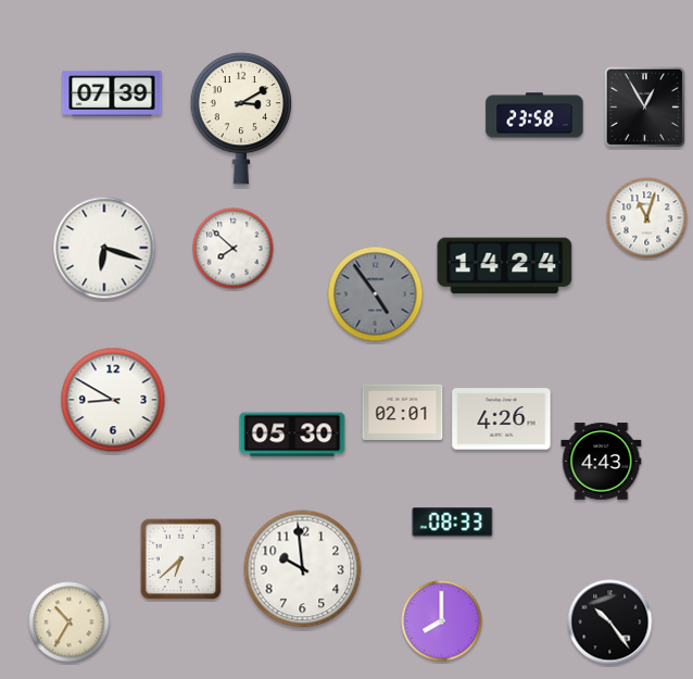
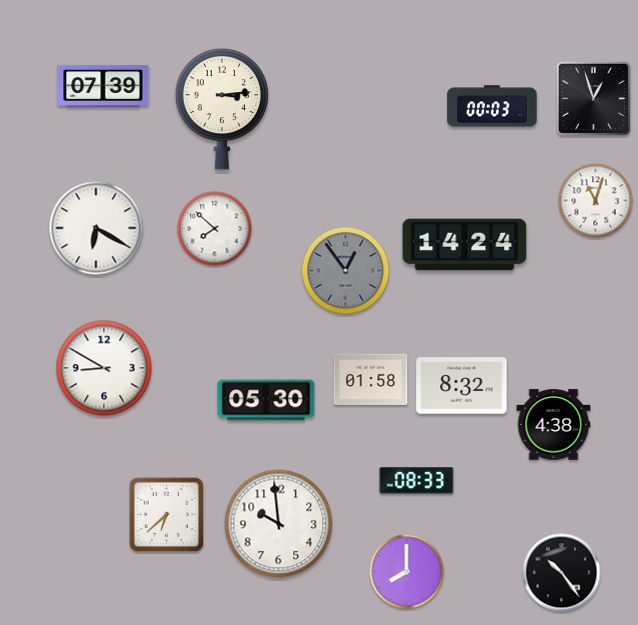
clock at (644, 106): 12:55 -> 12:57
clock at (534, 115): 23:58 -> 00:03
clock at (241, 118): 3:10 -> 3:14
clock at (104, 248): 6:18 -> 6:20
clock at (376, 294): 4:54 -> 12:54
clock at (403, 412): 02:01 -> 01:58
clock at (502, 419): 4:26 -> 8:32
clock at (292, 435) position: (292, 435) -> (266, 400)
clock at (602, 462): 4:43 -> 4:38
clock at (70, 623): 10:35 -> none
